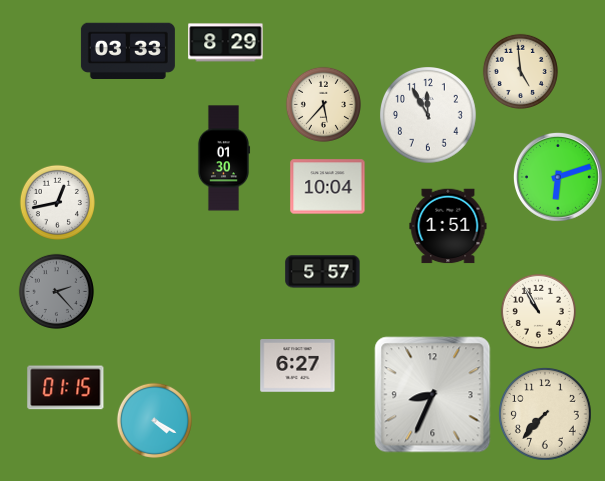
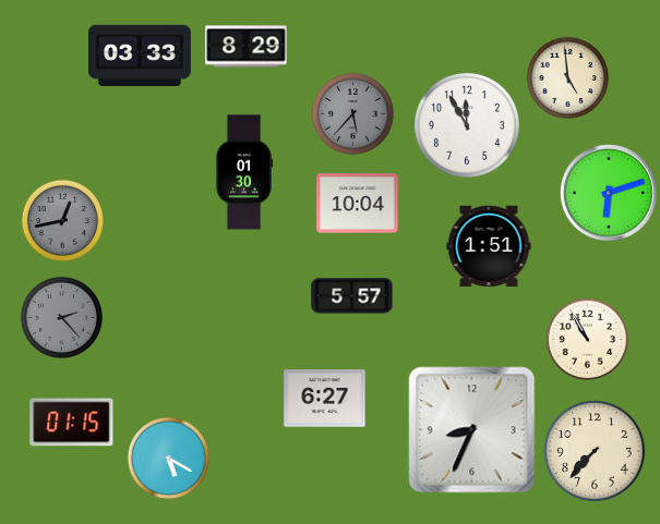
clock at (323, 104) dial: cream -> grey
clock at (57, 202) dial: white -> grey
clock at (154, 420): 4:20 -> 5:20
